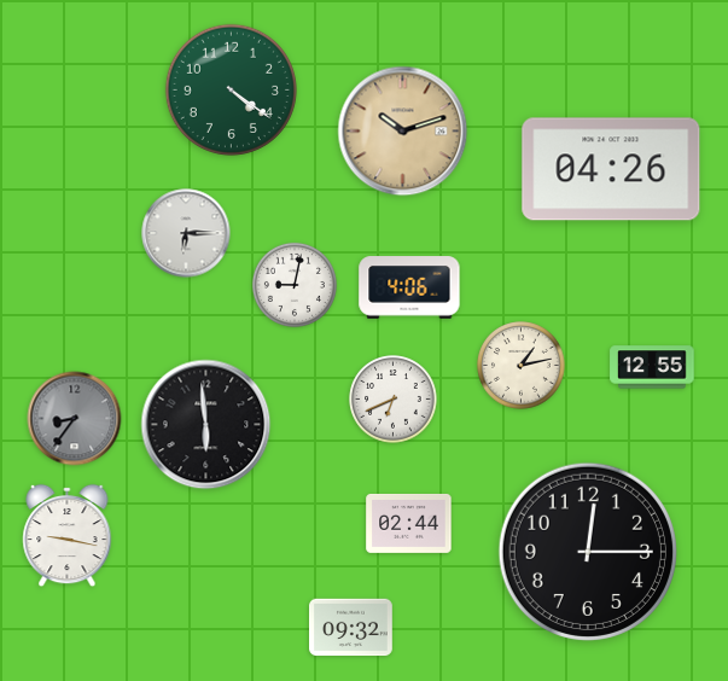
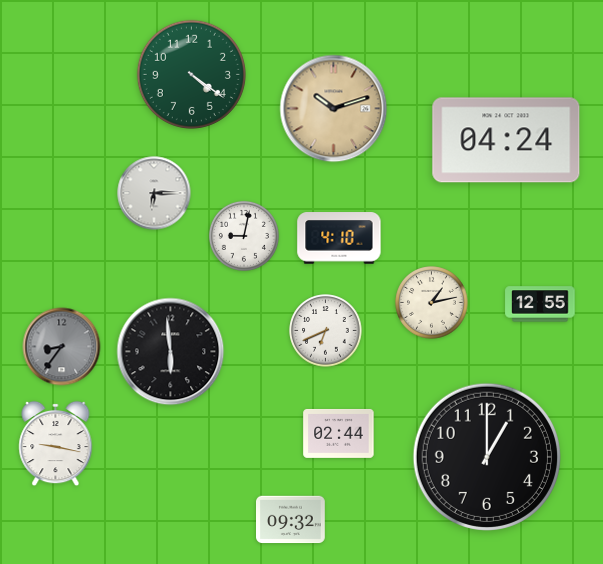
clock at (611, 169): 04:26 -> 04:24
clock at (409, 287): 4:06 -> 4:10
clock at (588, 552): 12:15 -> 1:00
